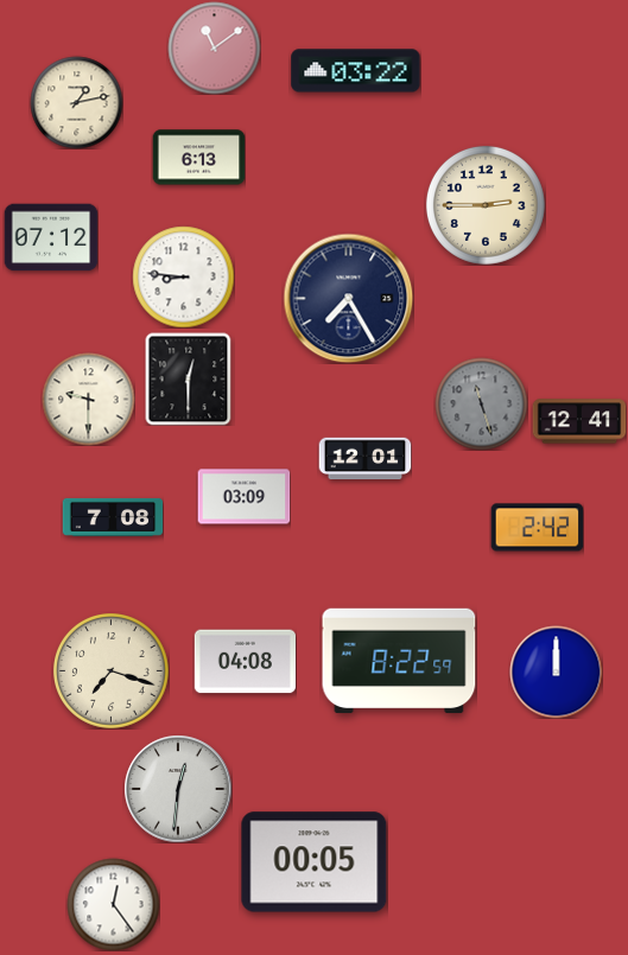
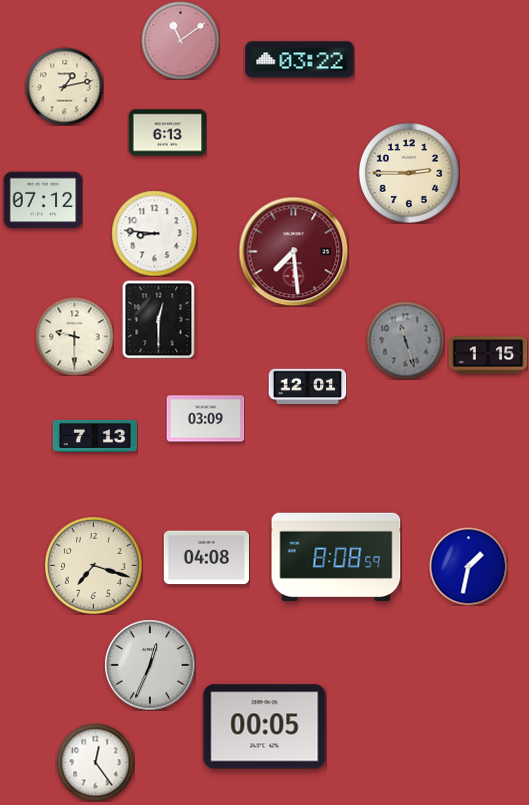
clock at (348, 298): 7:25 -> 7:29
clock at (348, 298) dial: navy -> burgundy
clock at (579, 421): 12:41 -> 1:15
clock at (113, 517): 7:08 -> 7:13
clock at (537, 528): 2:42 -> none
clock at (399, 661): 8:22 -> 8:08
clock at (556, 671): 12:00 -> 1:32
clock at (178, 789): 12:31 -> 12:34
